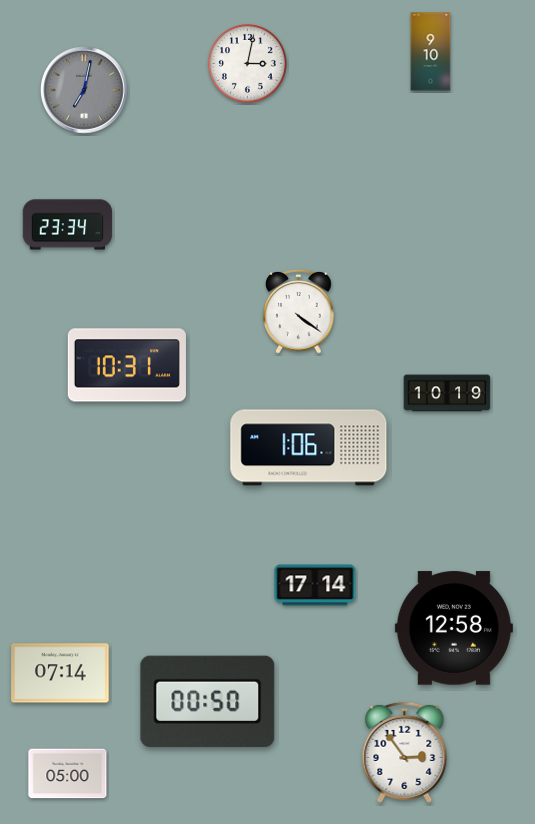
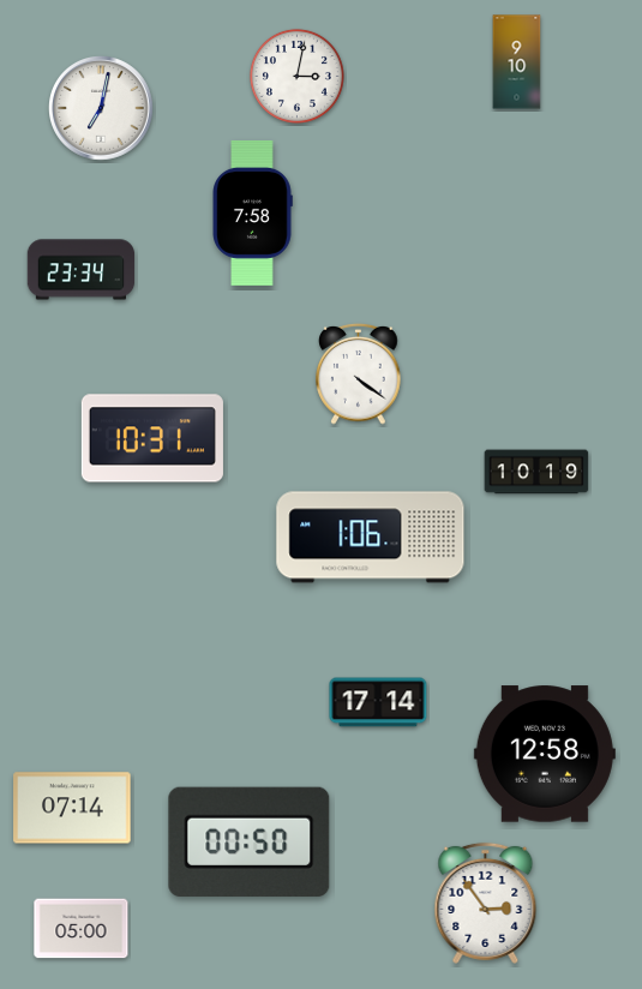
clock at (85, 91) dial: grey -> white
clock at (252, 212): none -> 7:58
